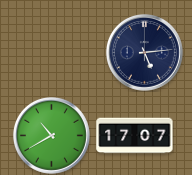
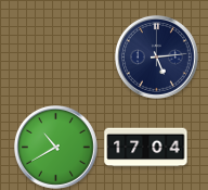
clock at (135, 136): 17:07 -> 17:04
